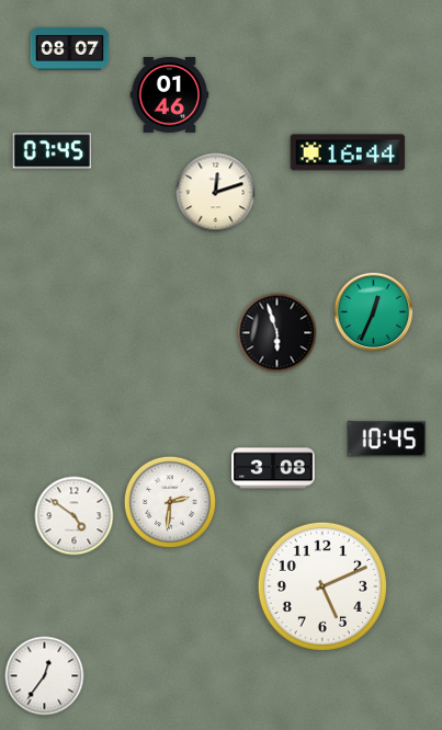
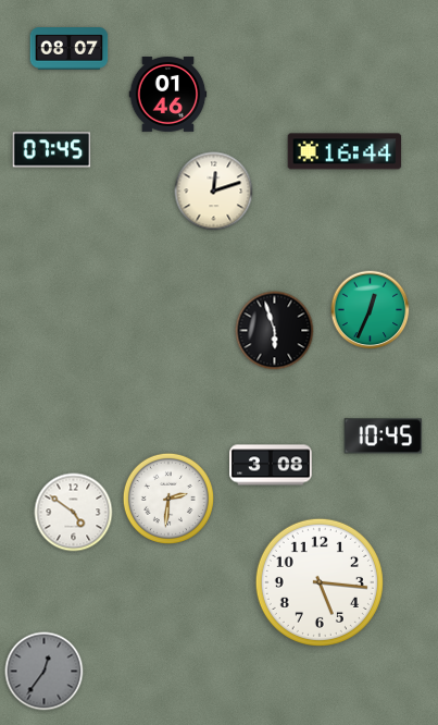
clock at (322, 586): 5:11 -> 5:16
clock at (45, 676) dial: white -> grey
